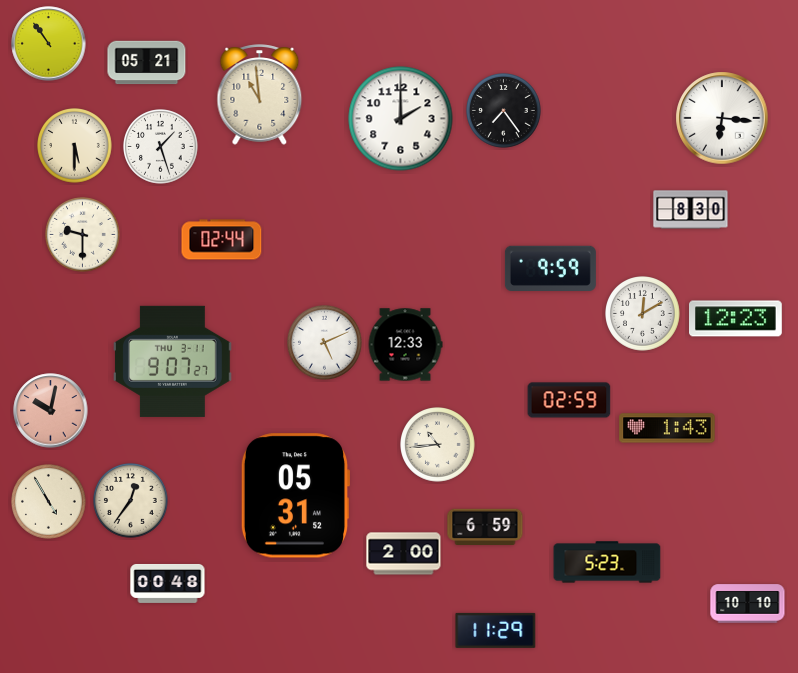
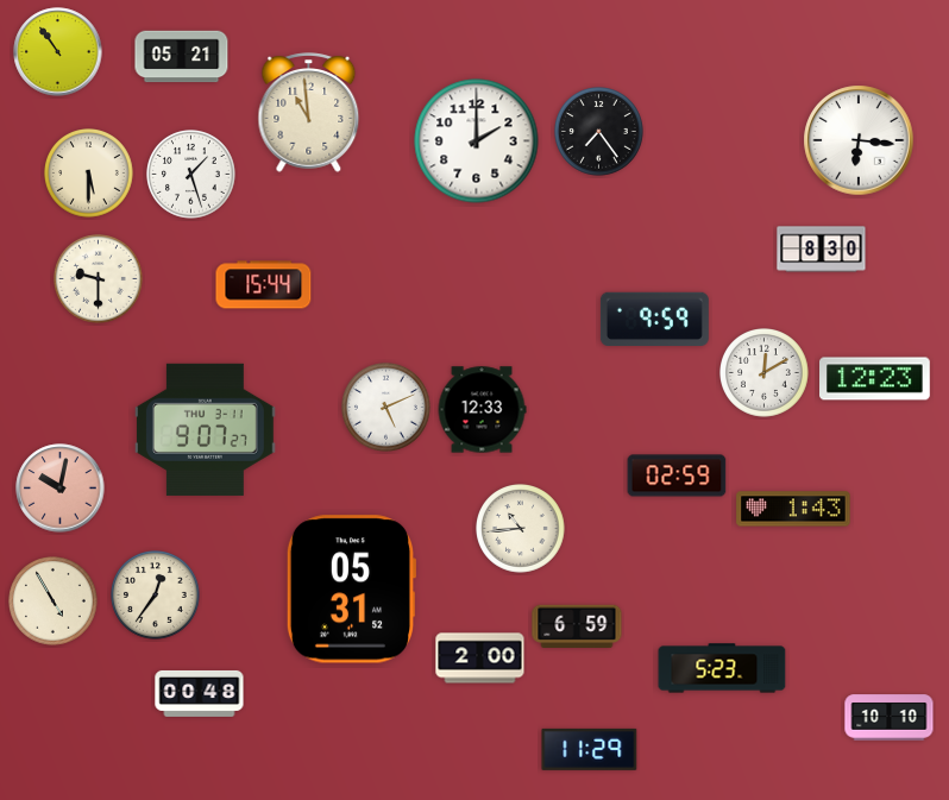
clock at (147, 63) position: (147, 63) -> (182, 57)
clock at (222, 240): 02:44 -> 15:44
clock at (49, 502) position: (49, 502) -> (54, 601)
